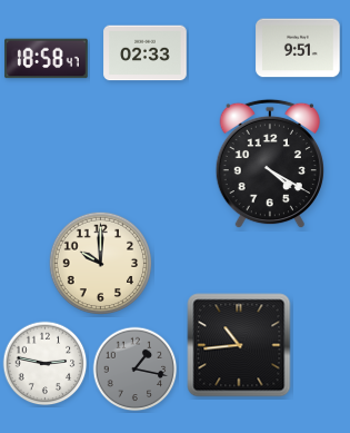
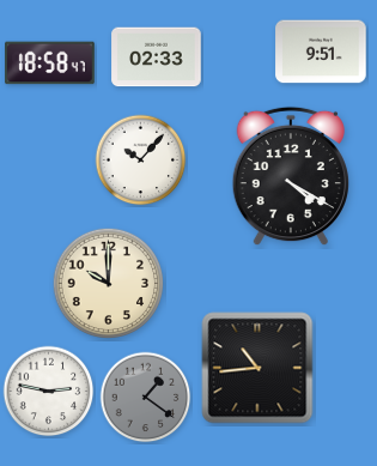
clock at (141, 161): none -> 10:07
clock at (239, 345) position: (239, 345) -> (257, 368)
clock at (136, 370): 1:17 -> 1:21
